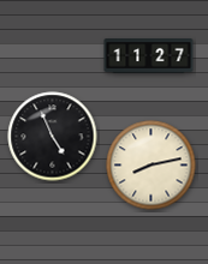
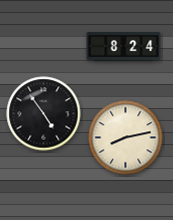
clock at (149, 56): 11:27 -> 8:24
clock at (53, 137): 4:56 -> 4:54
